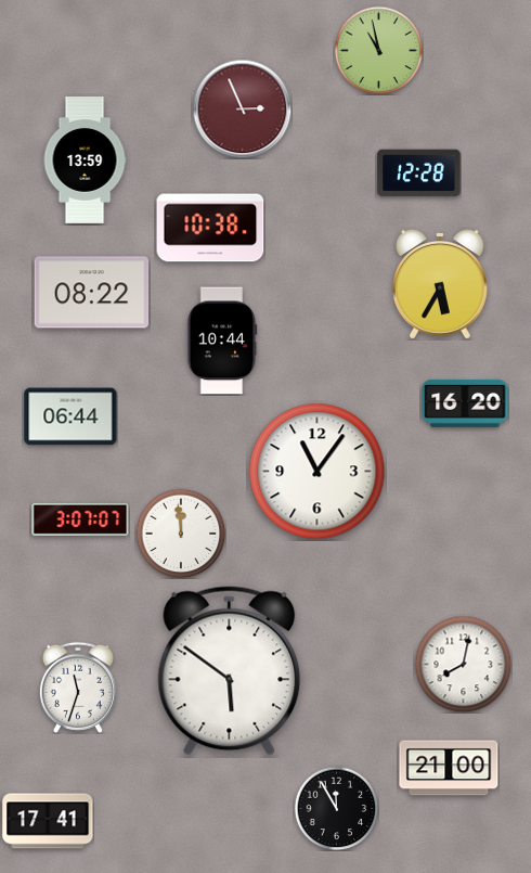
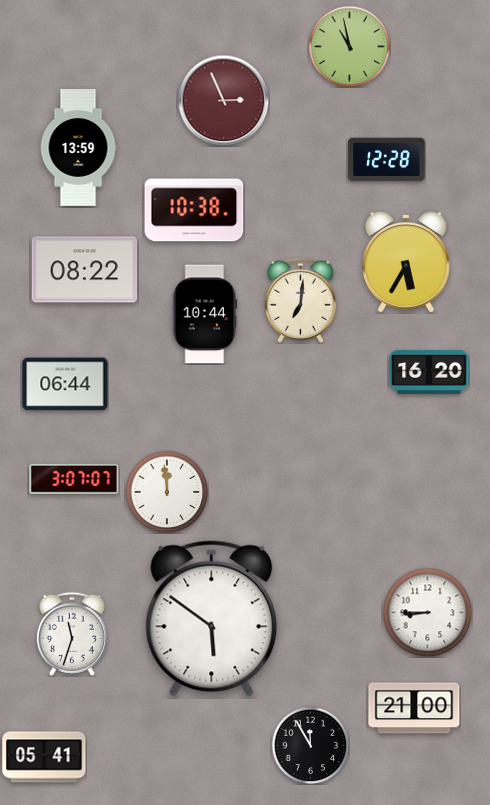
clock at (300, 300): none -> 7:01
clock at (318, 472): 11:06 -> none
clock at (463, 664): 8:02 -> 8:45
clock at (48, 821): 17:41 -> 05:41
